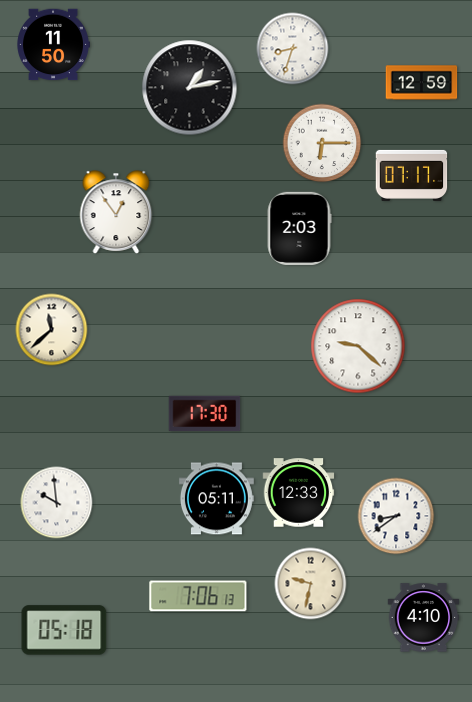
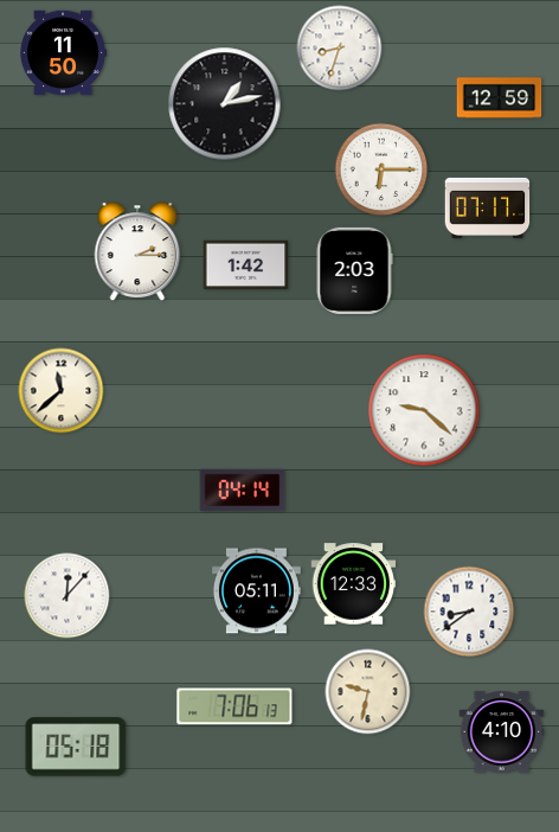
clock at (293, 49) position: (293, 49) -> (340, 49)
clock at (116, 212): 12:54 -> 2:15
clock at (246, 265): none -> 1:42
clock at (205, 414): 17:30 -> 04:14
clock at (57, 503): 9:59 -> 12:07
